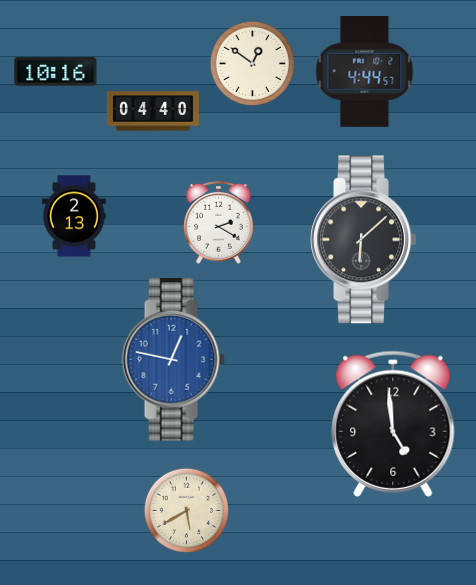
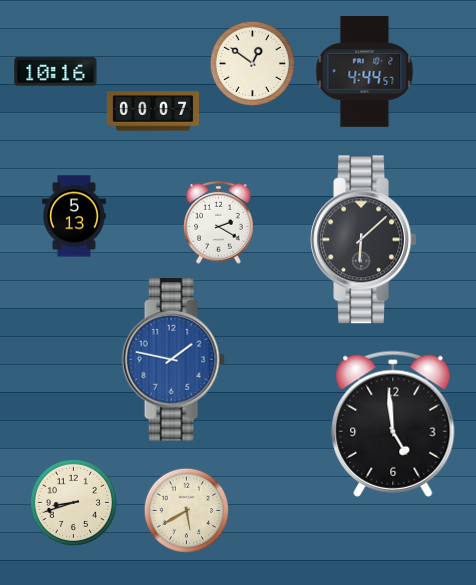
clock at (153, 111): 04:40 -> 00:07
clock at (75, 216): 2:13 -> 5:13
clock at (173, 360): 12:47 -> 1:47
clock at (73, 502): none -> 8:42
